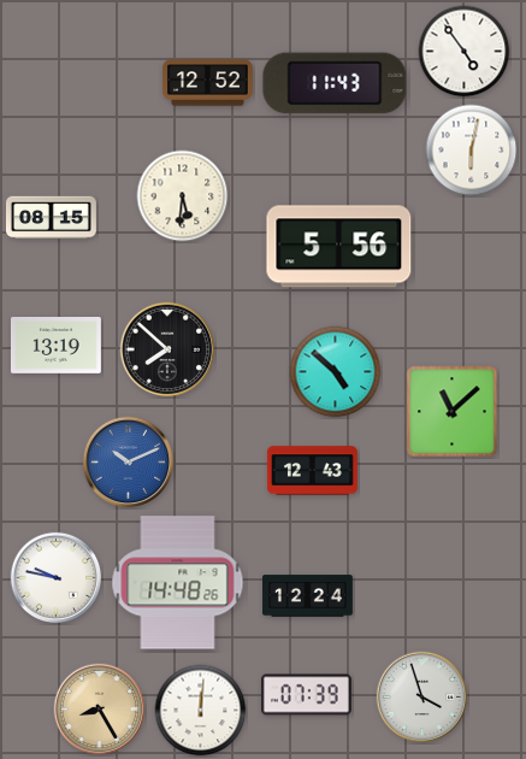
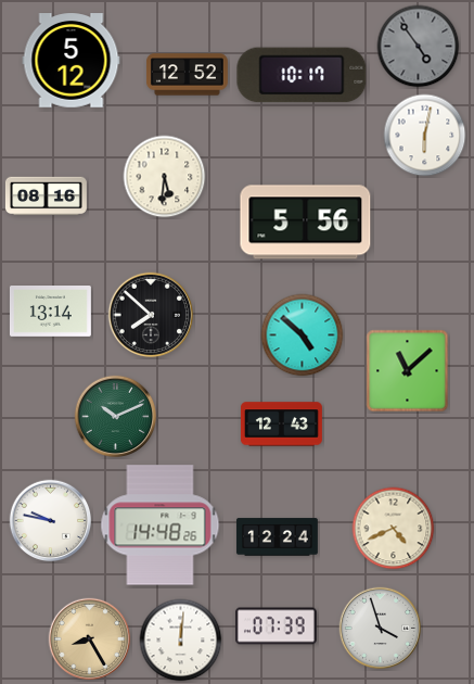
clock at (465, 52) dial: white -> grey
clock at (72, 61): none -> 5:12
clock at (335, 83): 11:43 -> 10:17
clock at (51, 218): 08:15 -> 08:16
clock at (55, 346): 13:19 -> 13:14
clock at (129, 463) dial: blue -> green
clock at (394, 529): none -> 4:41
